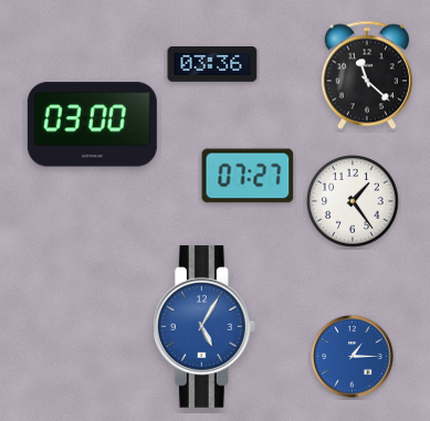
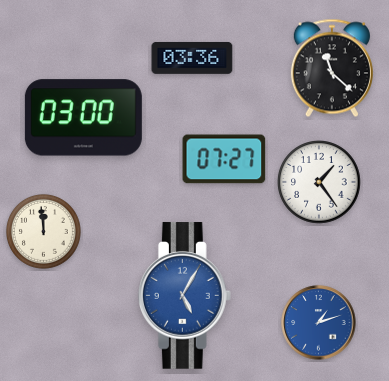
clock at (92, 125) position: (92, 125) -> (83, 118)
clock at (44, 232): none -> 11:59
clock at (353, 357): 1:15 -> 1:12
